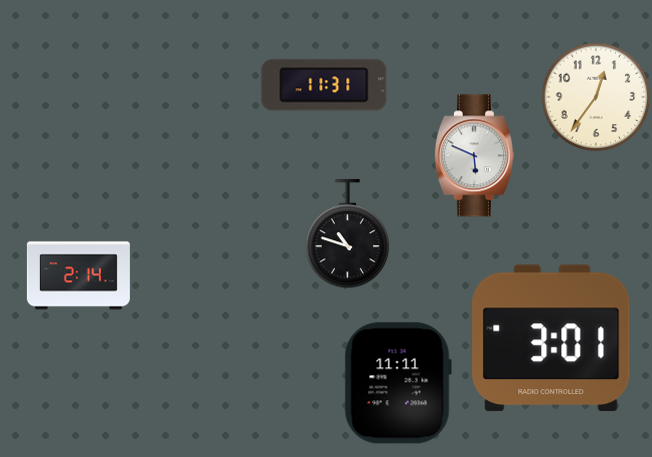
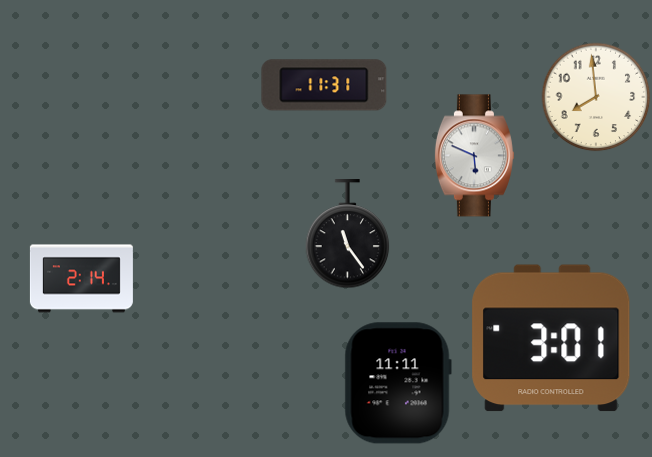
clock at (596, 97): 12:36 -> 7:59
clock at (348, 234): 10:48 -> 11:24
clock at (78, 276) position: (78, 276) -> (81, 279)
